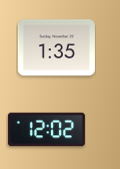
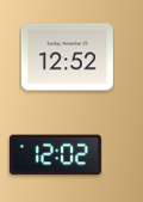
clock at (56, 48): 1:35 -> 12:52
